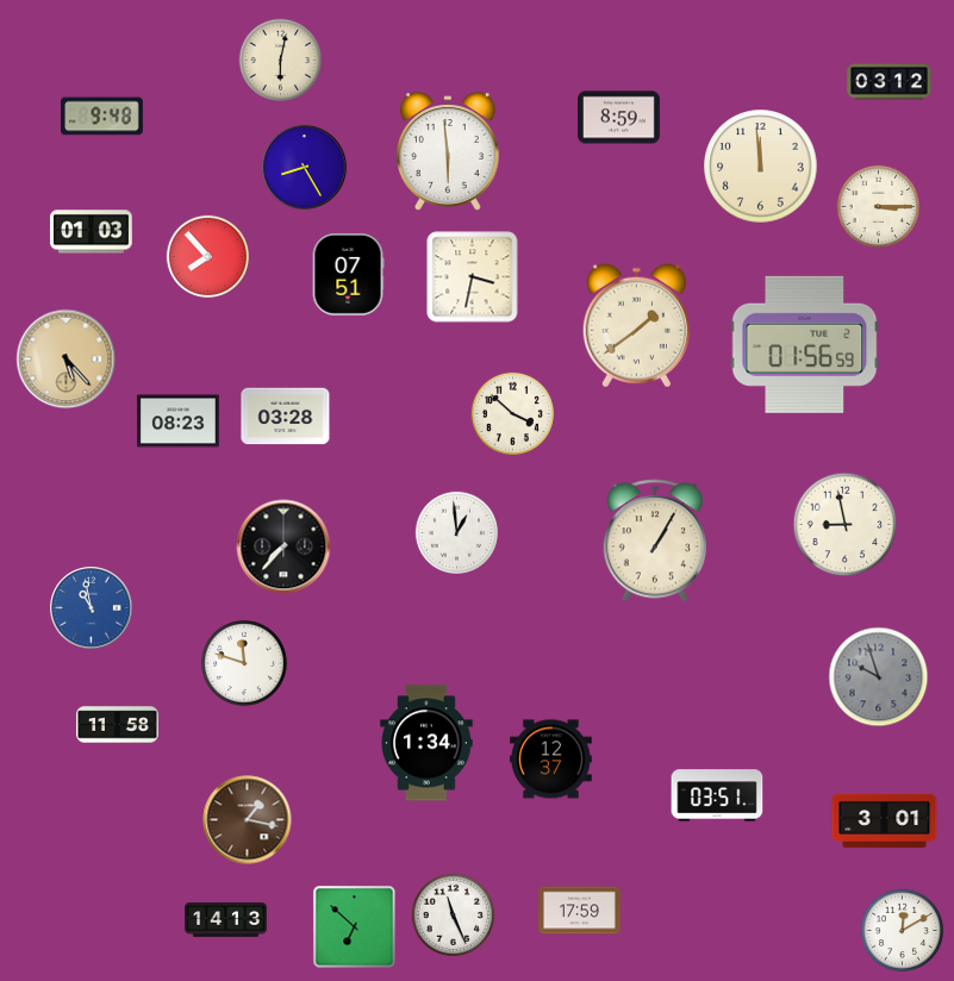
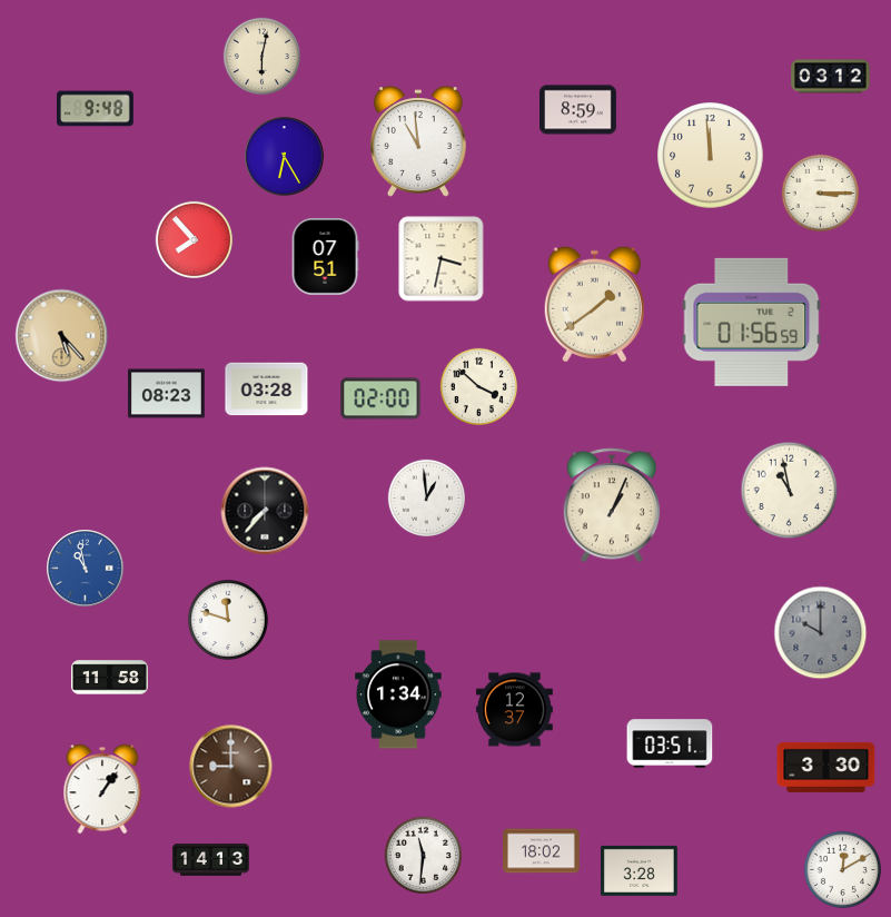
clock at (449, 151): 5:59 -> 10:59
clock at (305, 168): 8:25 -> 6:25
clock at (91, 232): 01:03 -> none
clock at (380, 398): none -> 02:00
clock at (846, 525): 8:58 -> 10:58
clock at (655, 541): 1:05 -> 1:04
clock at (879, 677): 9:57 -> 10:00
clock at (248, 820): 1:17 -> 9:00
clock at (885, 820): 3:01 -> 3:30
clock at (102, 789): none -> 1:06
clock at (580, 911): 17:59 -> 18:02
clock at (453, 914): 11:26 -> 11:31
clock at (355, 927): 6:52 -> none
clock at (640, 870): none -> 3:28
